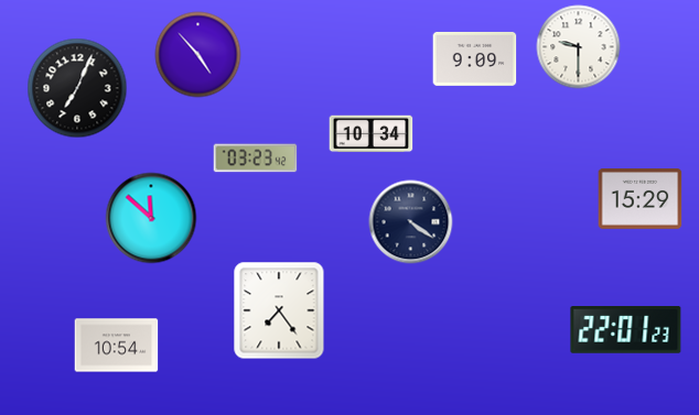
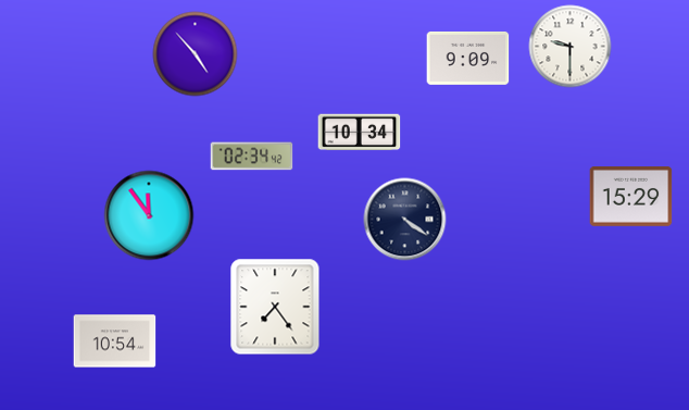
clock at (77, 88): 7:04 -> none
clock at (372, 134) position: (372, 134) -> (360, 133)
clock at (256, 159): 03:23 -> 02:34
clock at (151, 218): 11:52 -> 11:54
clock at (626, 330): 22:01 -> none
